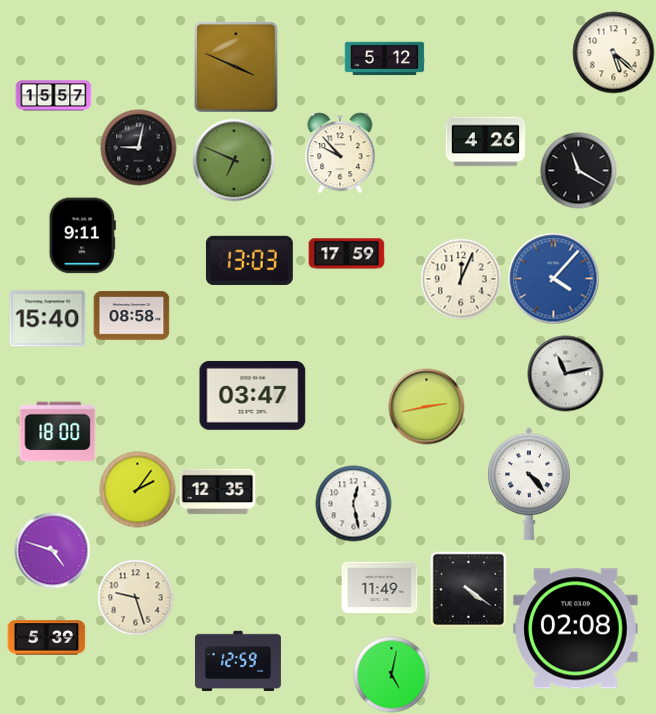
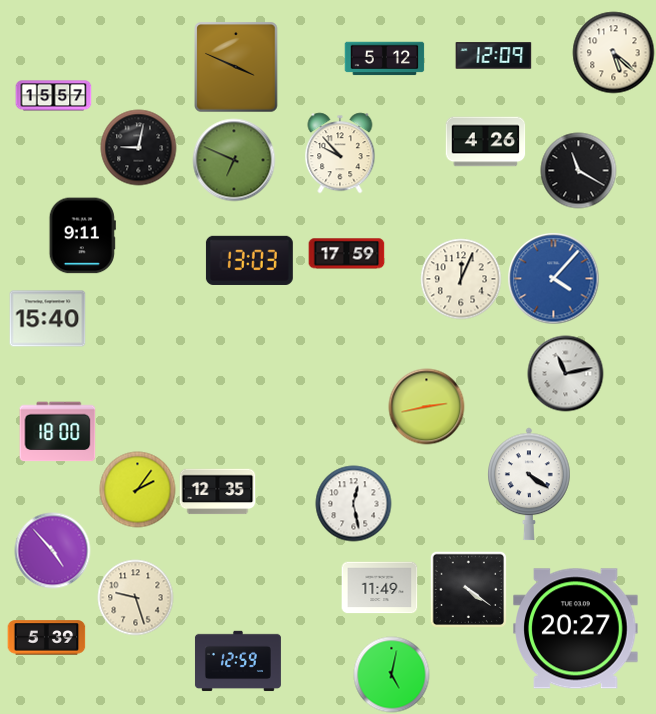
clock at (494, 56): none -> 12:09
clock at (132, 316): 08:58 -> none
clock at (253, 395): 03:47 -> none
clock at (530, 484): 4:23 -> 4:21
clock at (53, 551): 4:48 -> 4:53
clock at (576, 629): 02:08 -> 20:27
